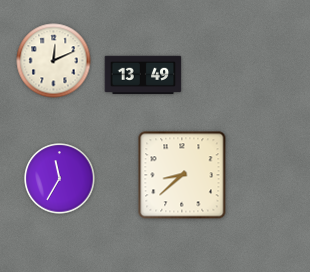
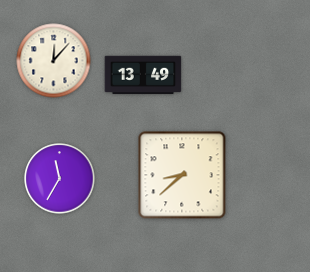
clock at (54, 61): 12:11 -> 12:07
